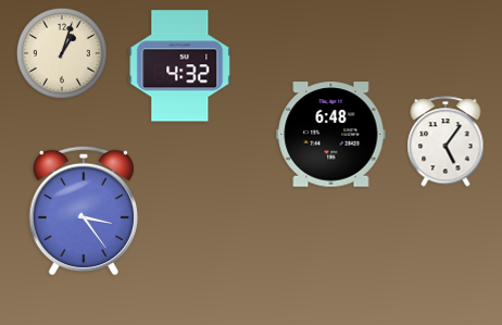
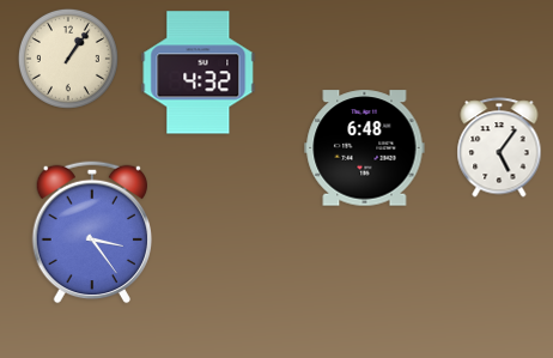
clock at (62, 53): 1:03 -> 1:06
clock at (445, 141) position: (445, 141) -> (499, 147)
